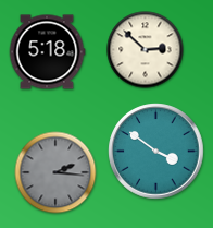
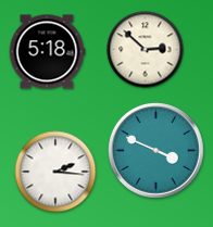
clock at (156, 152): 3:51 -> 3:49
clock at (55, 172) dial: grey -> white
